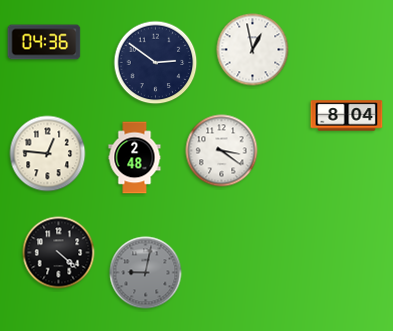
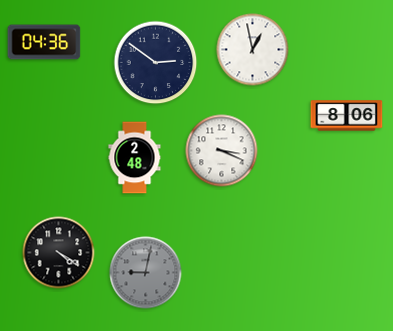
clock at (347, 116): 8:04 -> 8:06
clock at (222, 151): 3:21 -> 3:19
clock at (48, 154): 12:46 -> none
clock at (59, 253): 4:22 -> 4:20
